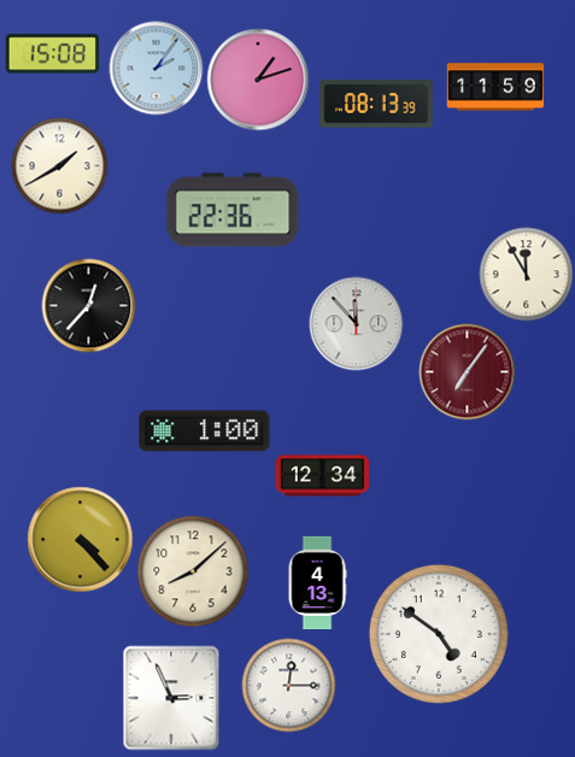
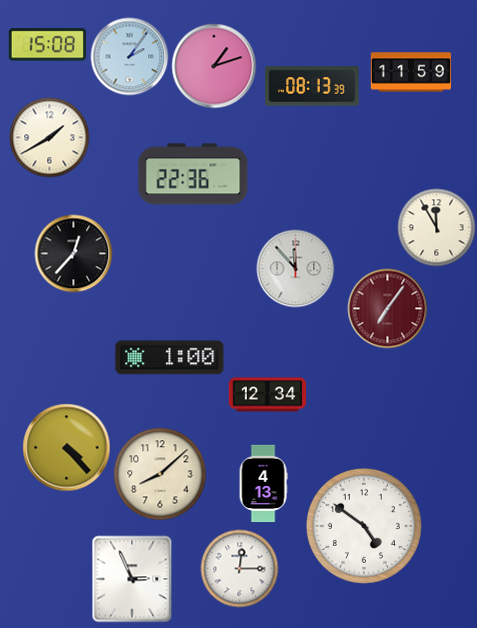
clock at (52, 54) position: (52, 54) -> (47, 45)
clock at (171, 698) position: (171, 698) -> (132, 579)
